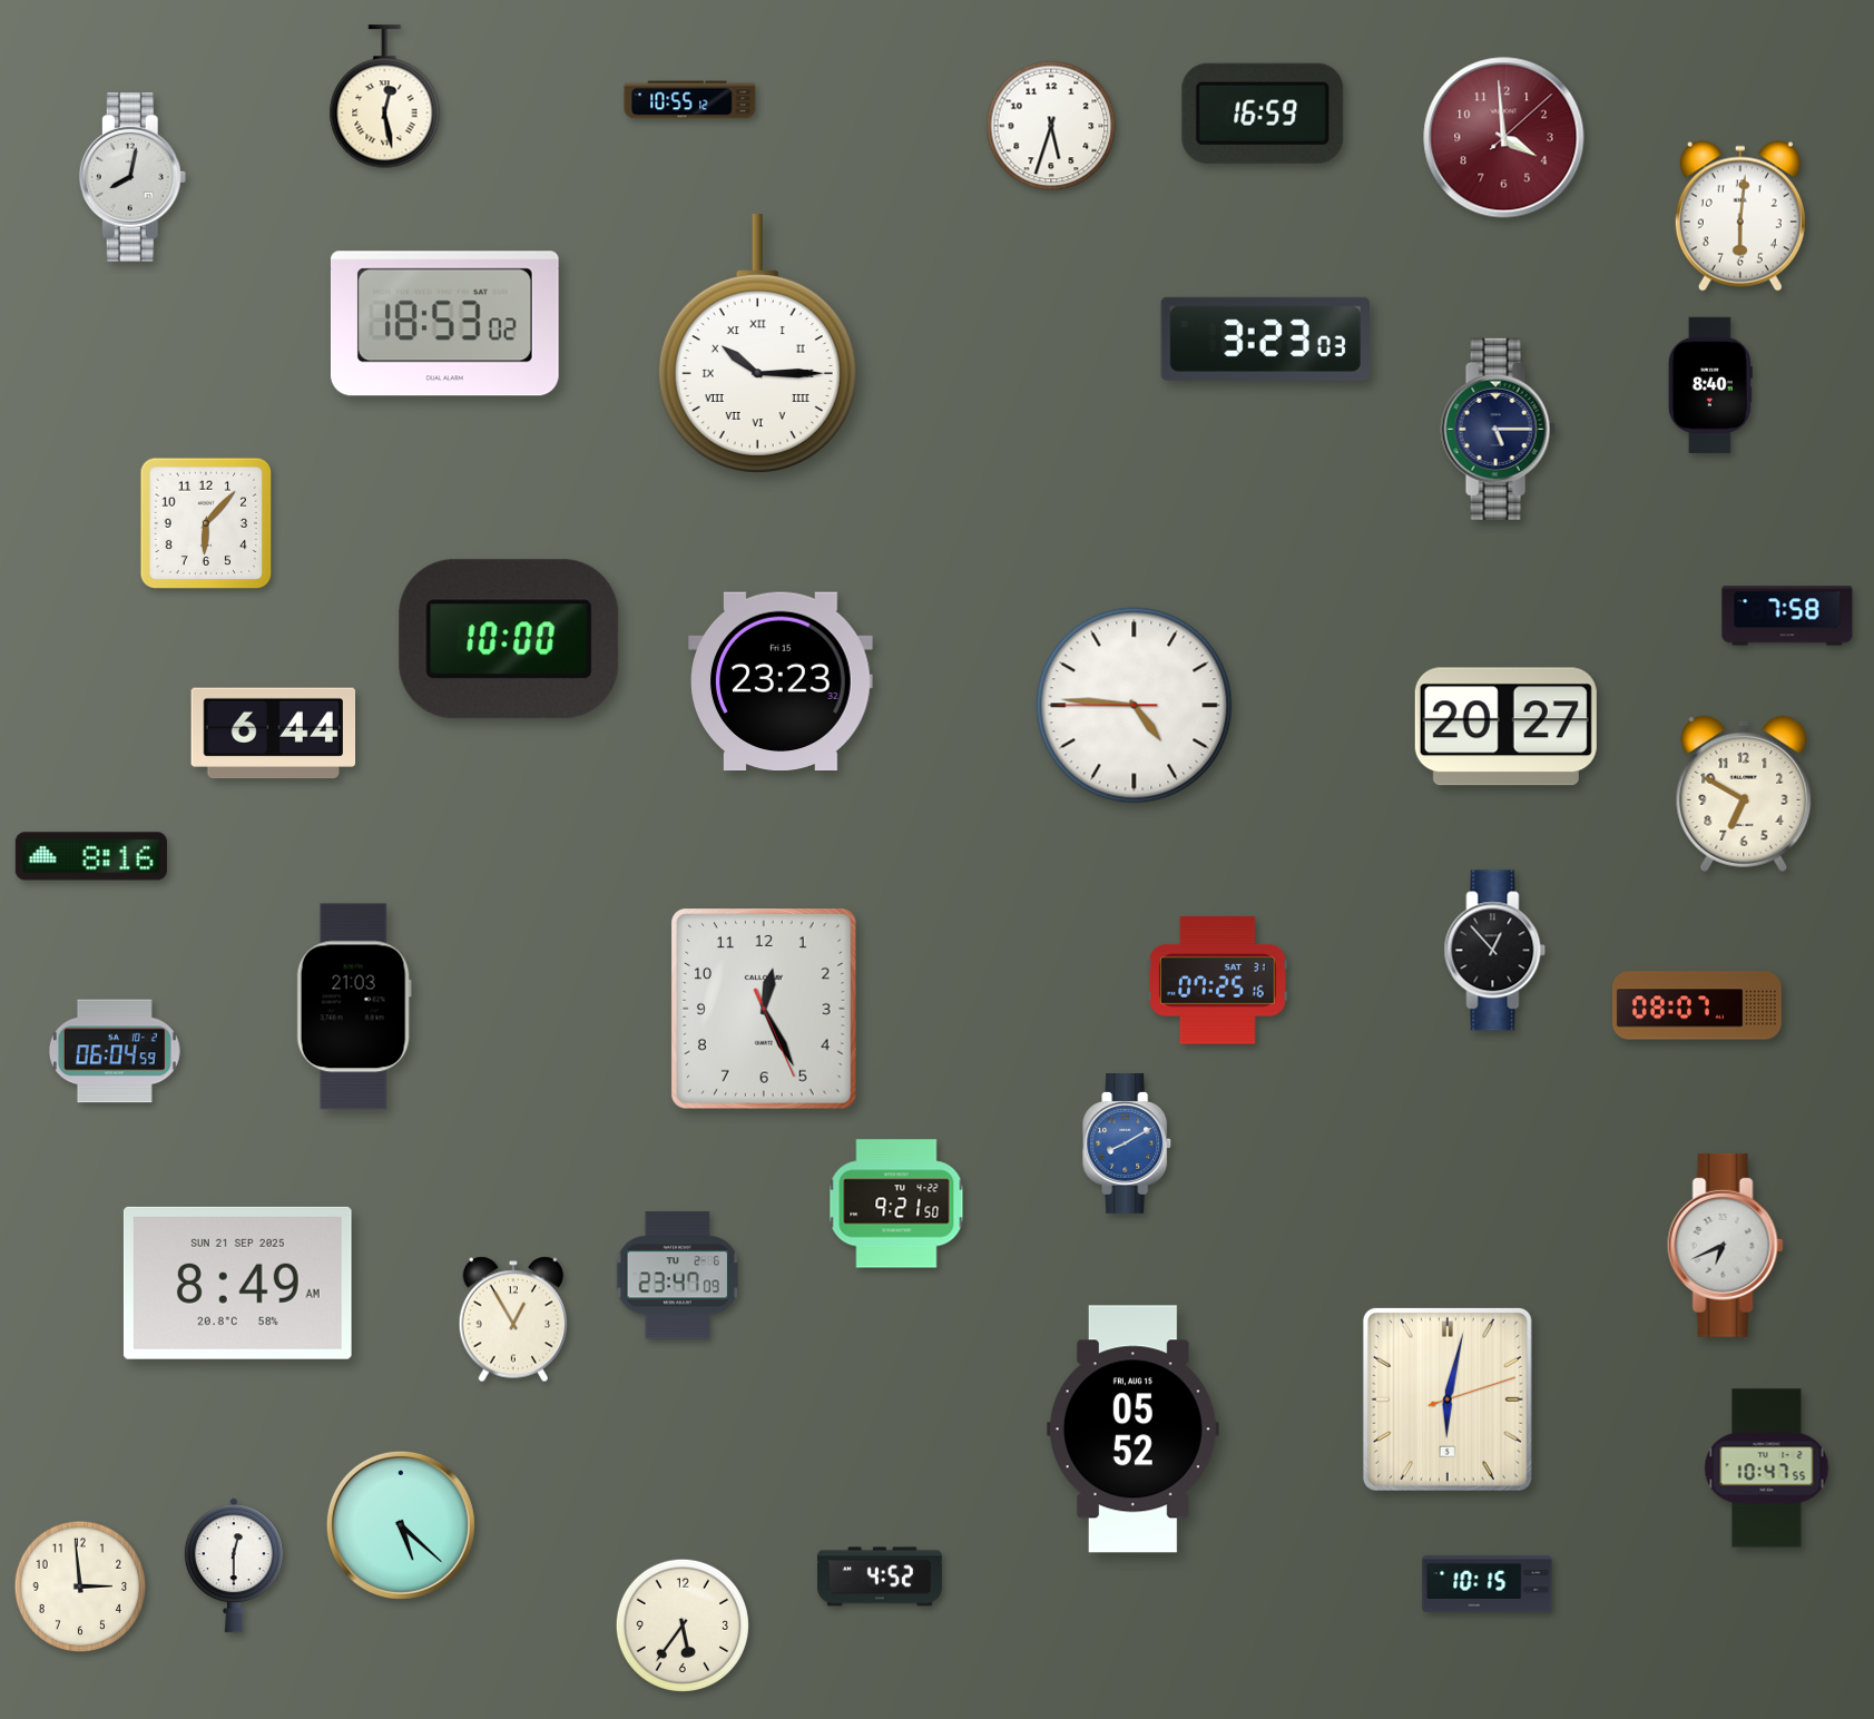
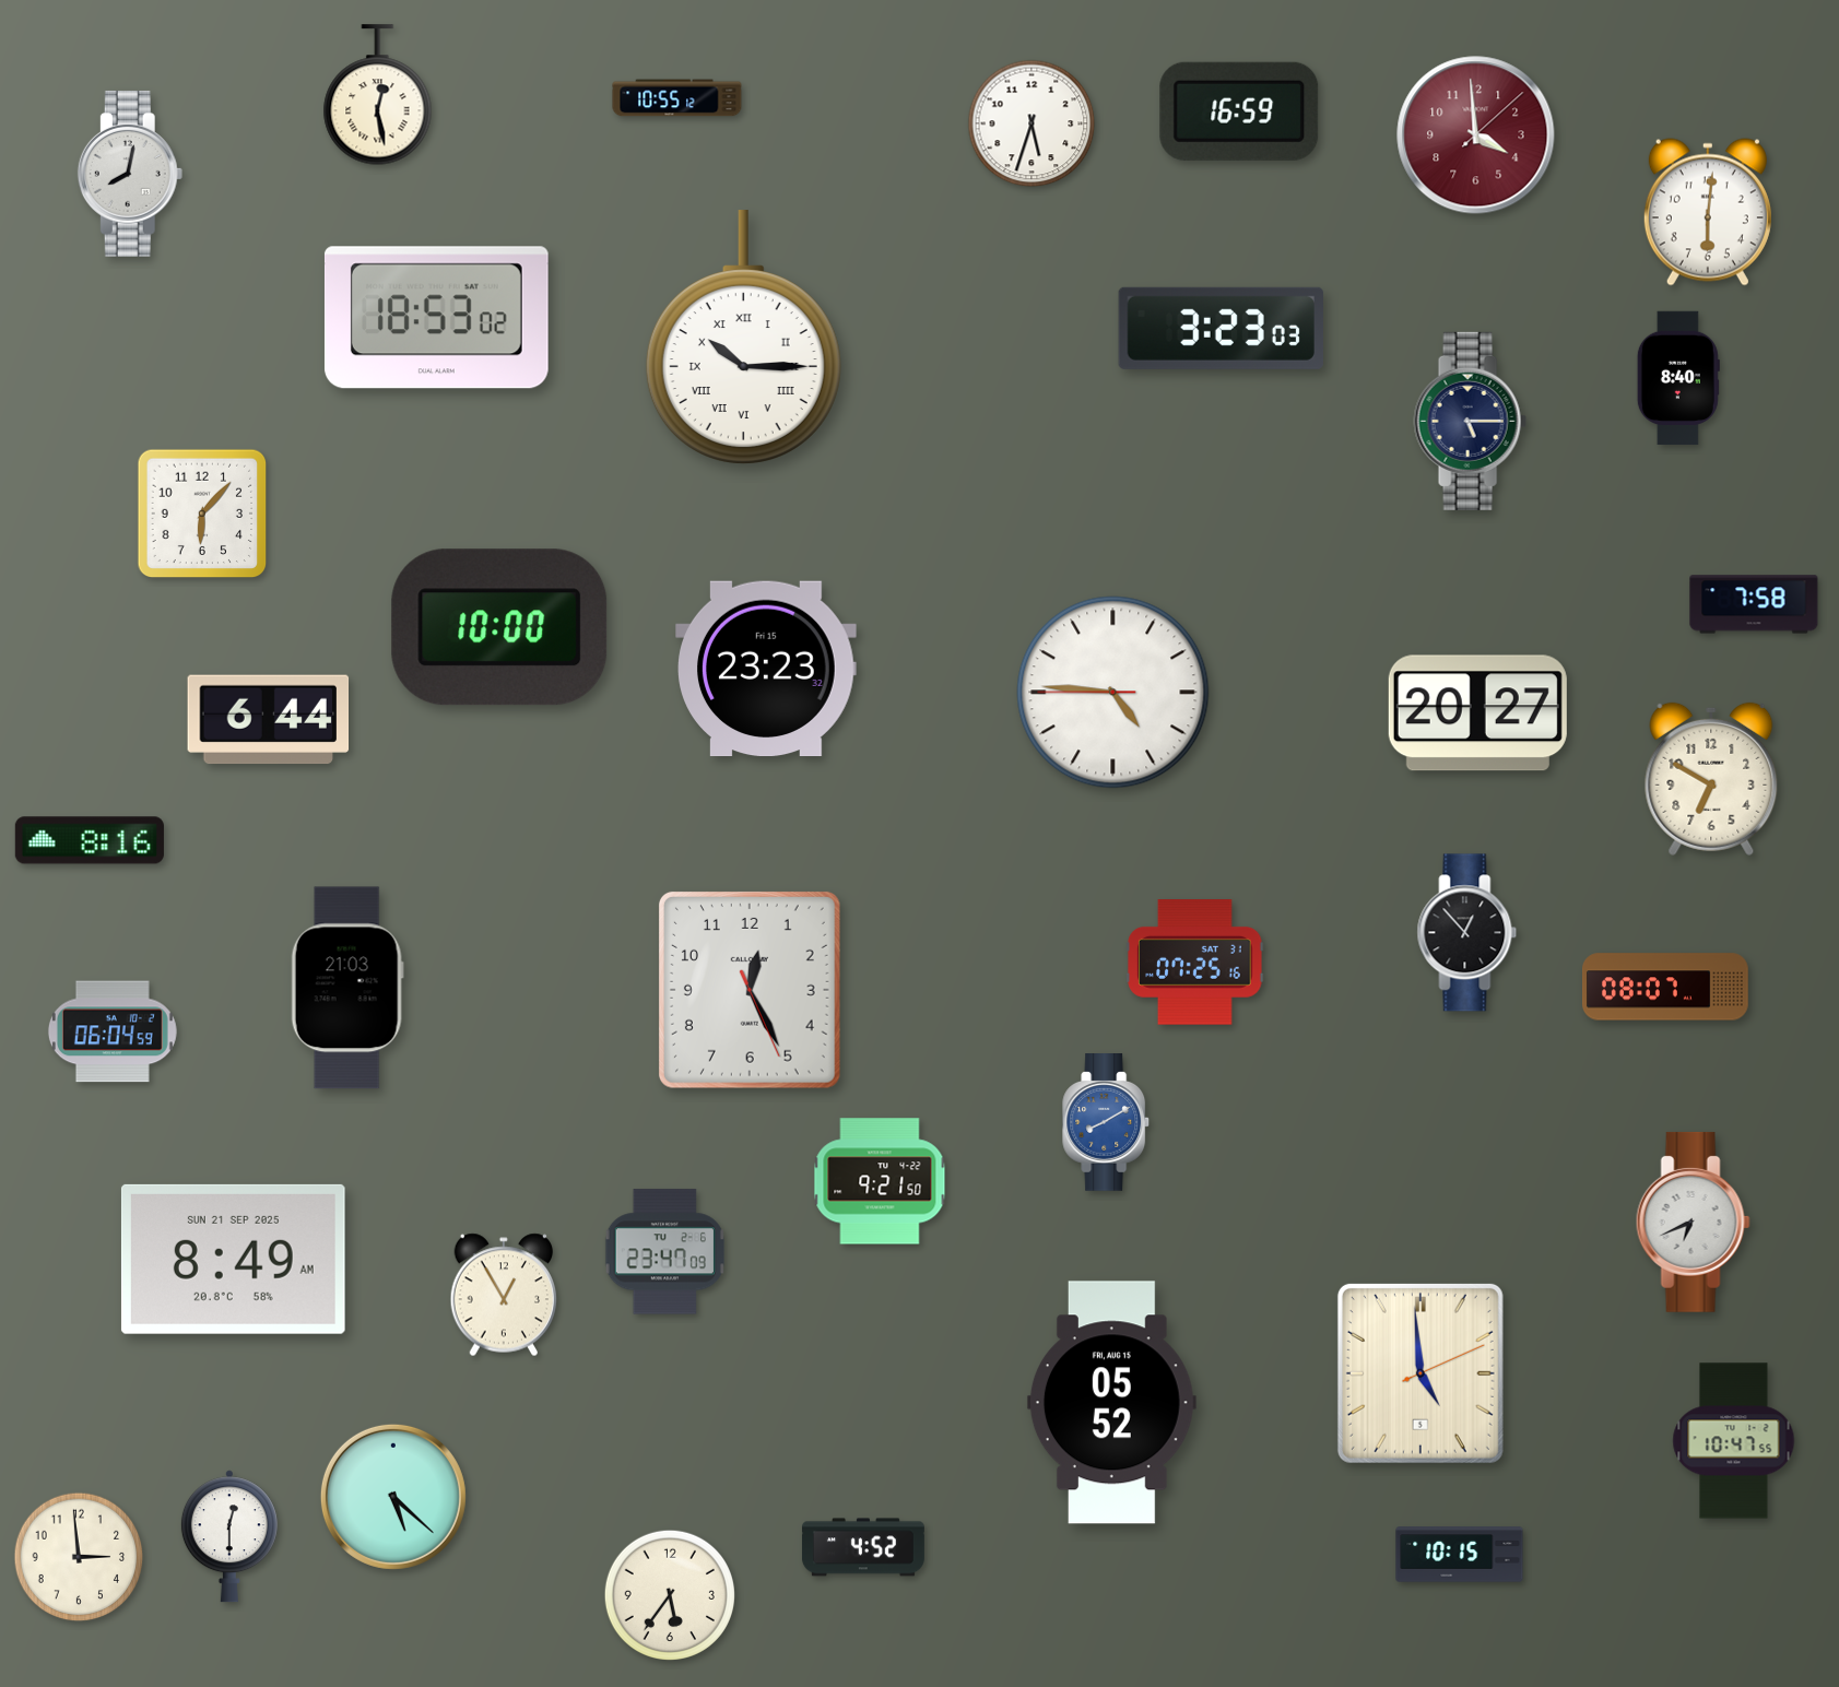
clock at (1265, 338) position: (1265, 338) -> (1221, 328)
clock at (1448, 1399): 6:02 -> 4:59
